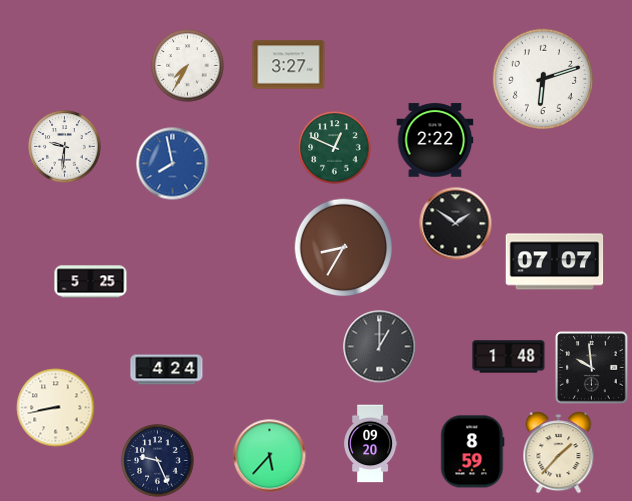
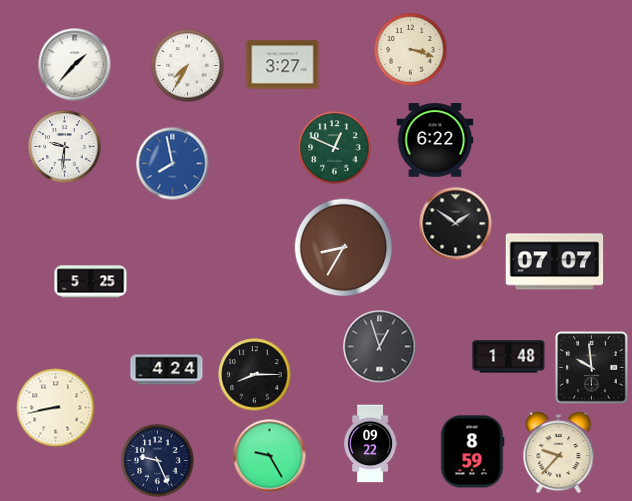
clock at (411, 50): none -> 3:18
clock at (75, 65): none -> 1:37
clock at (289, 65) position: (289, 65) -> (283, 65)
clock at (542, 78): 6:12 -> none
clock at (435, 140): 2:22 -> 6:22
clock at (380, 347): 1:00 -> 12:57
clock at (255, 375): none -> 8:15
clock at (371, 444): 09:20 -> 09:22
clock at (559, 453): 1:37 -> 9:37
clock at (270, 456): 5:37 -> 9:25
